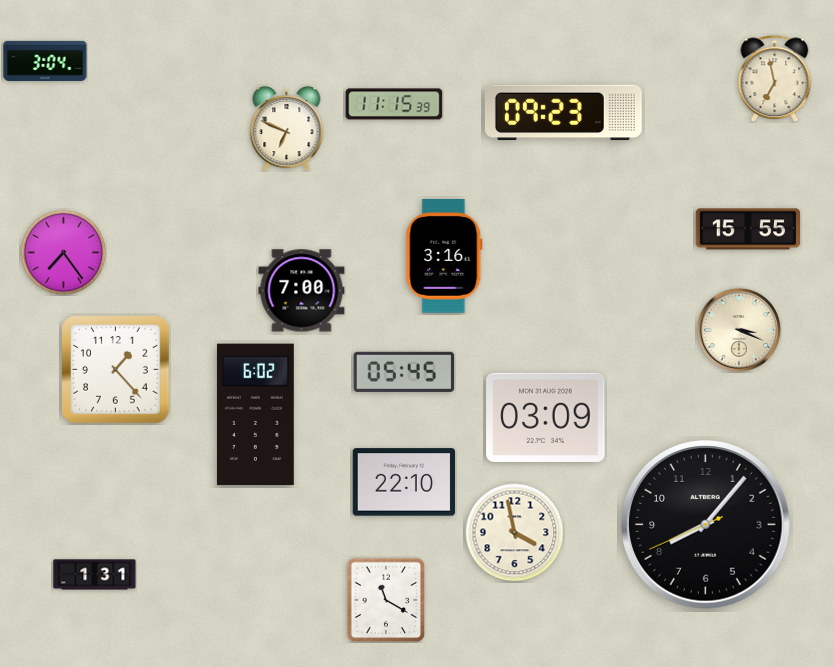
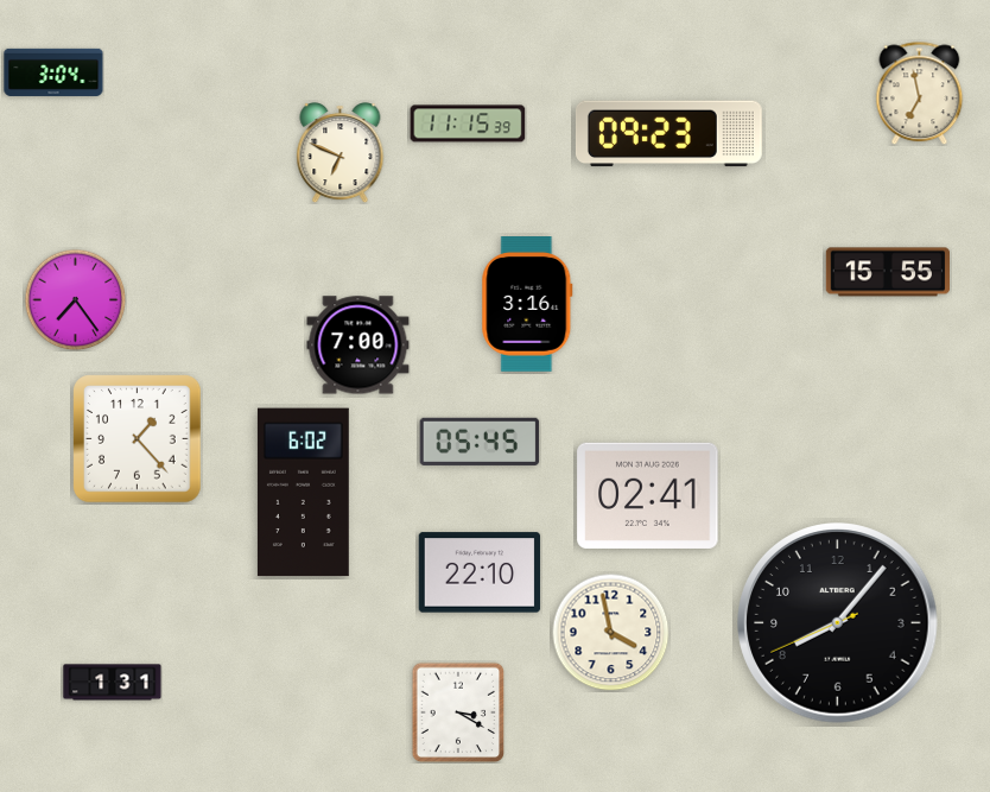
clock at (738, 329): 3:19 -> none
clock at (546, 417): 03:09 -> 02:41
clock at (386, 600): 11:20 -> 3:20
